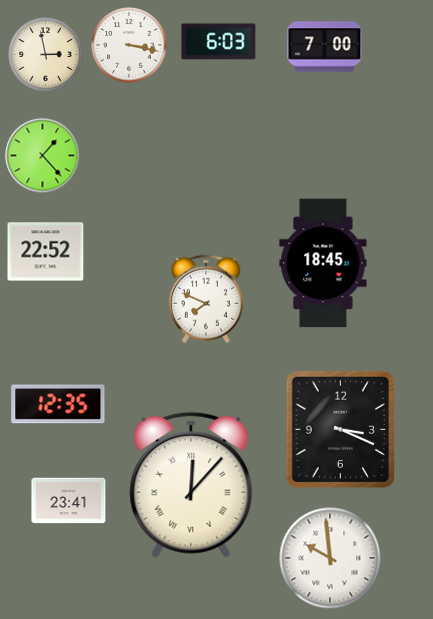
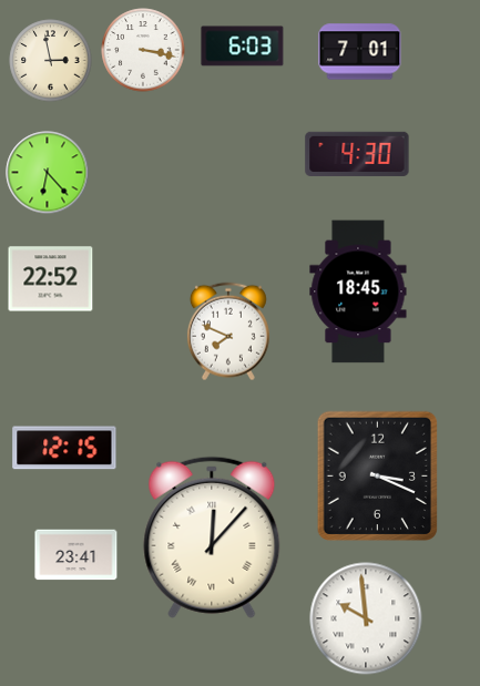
clock at (325, 47): 7:00 -> 7:01
clock at (357, 154): none -> 4:30
clock at (43, 156): 1:23 -> 6:23
clock at (58, 404): 12:35 -> 12:15
